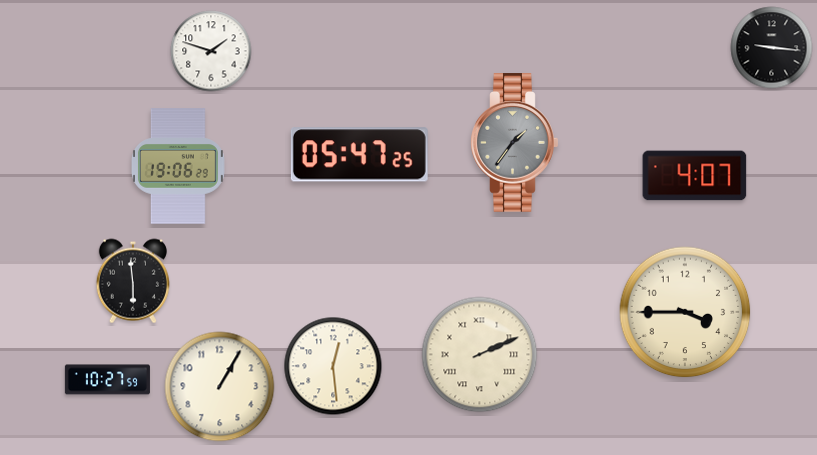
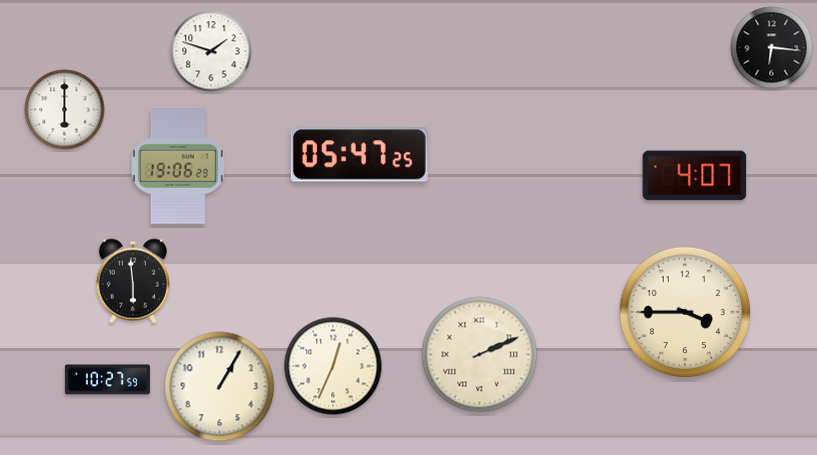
clock at (772, 48): 9:16 -> 6:16
clock at (65, 110): none -> 6:00
clock at (515, 143): 1:36 -> none
clock at (333, 366): 12:29 -> 12:34
